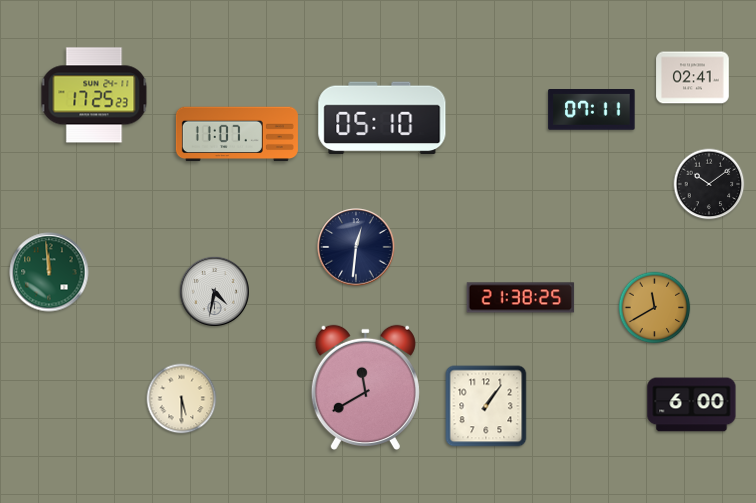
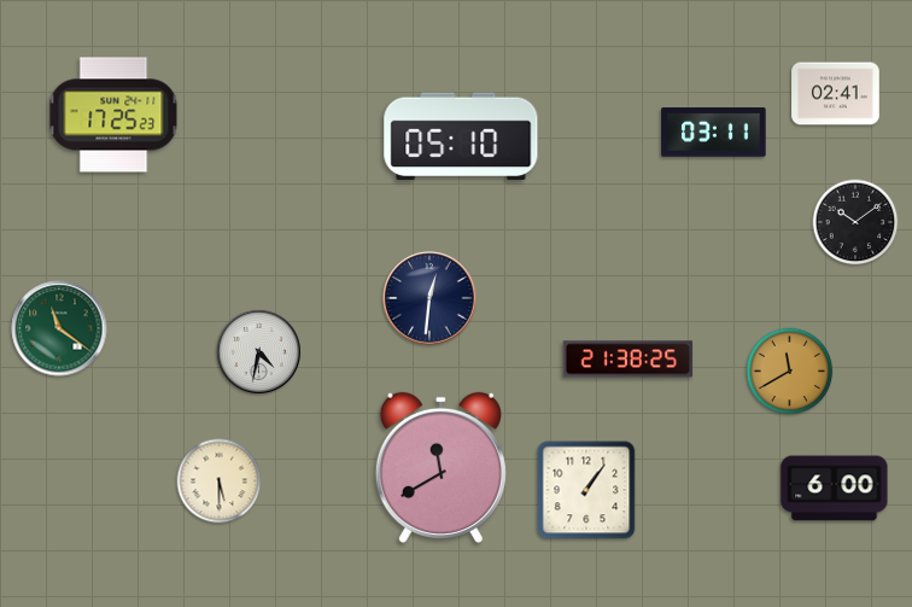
clock at (592, 110): 07:11 -> 03:11
clock at (382, 118) position: (382, 118) -> (461, 136)
clock at (237, 134): 11:07 -> none
clock at (49, 272): 11:59 -> 11:21
